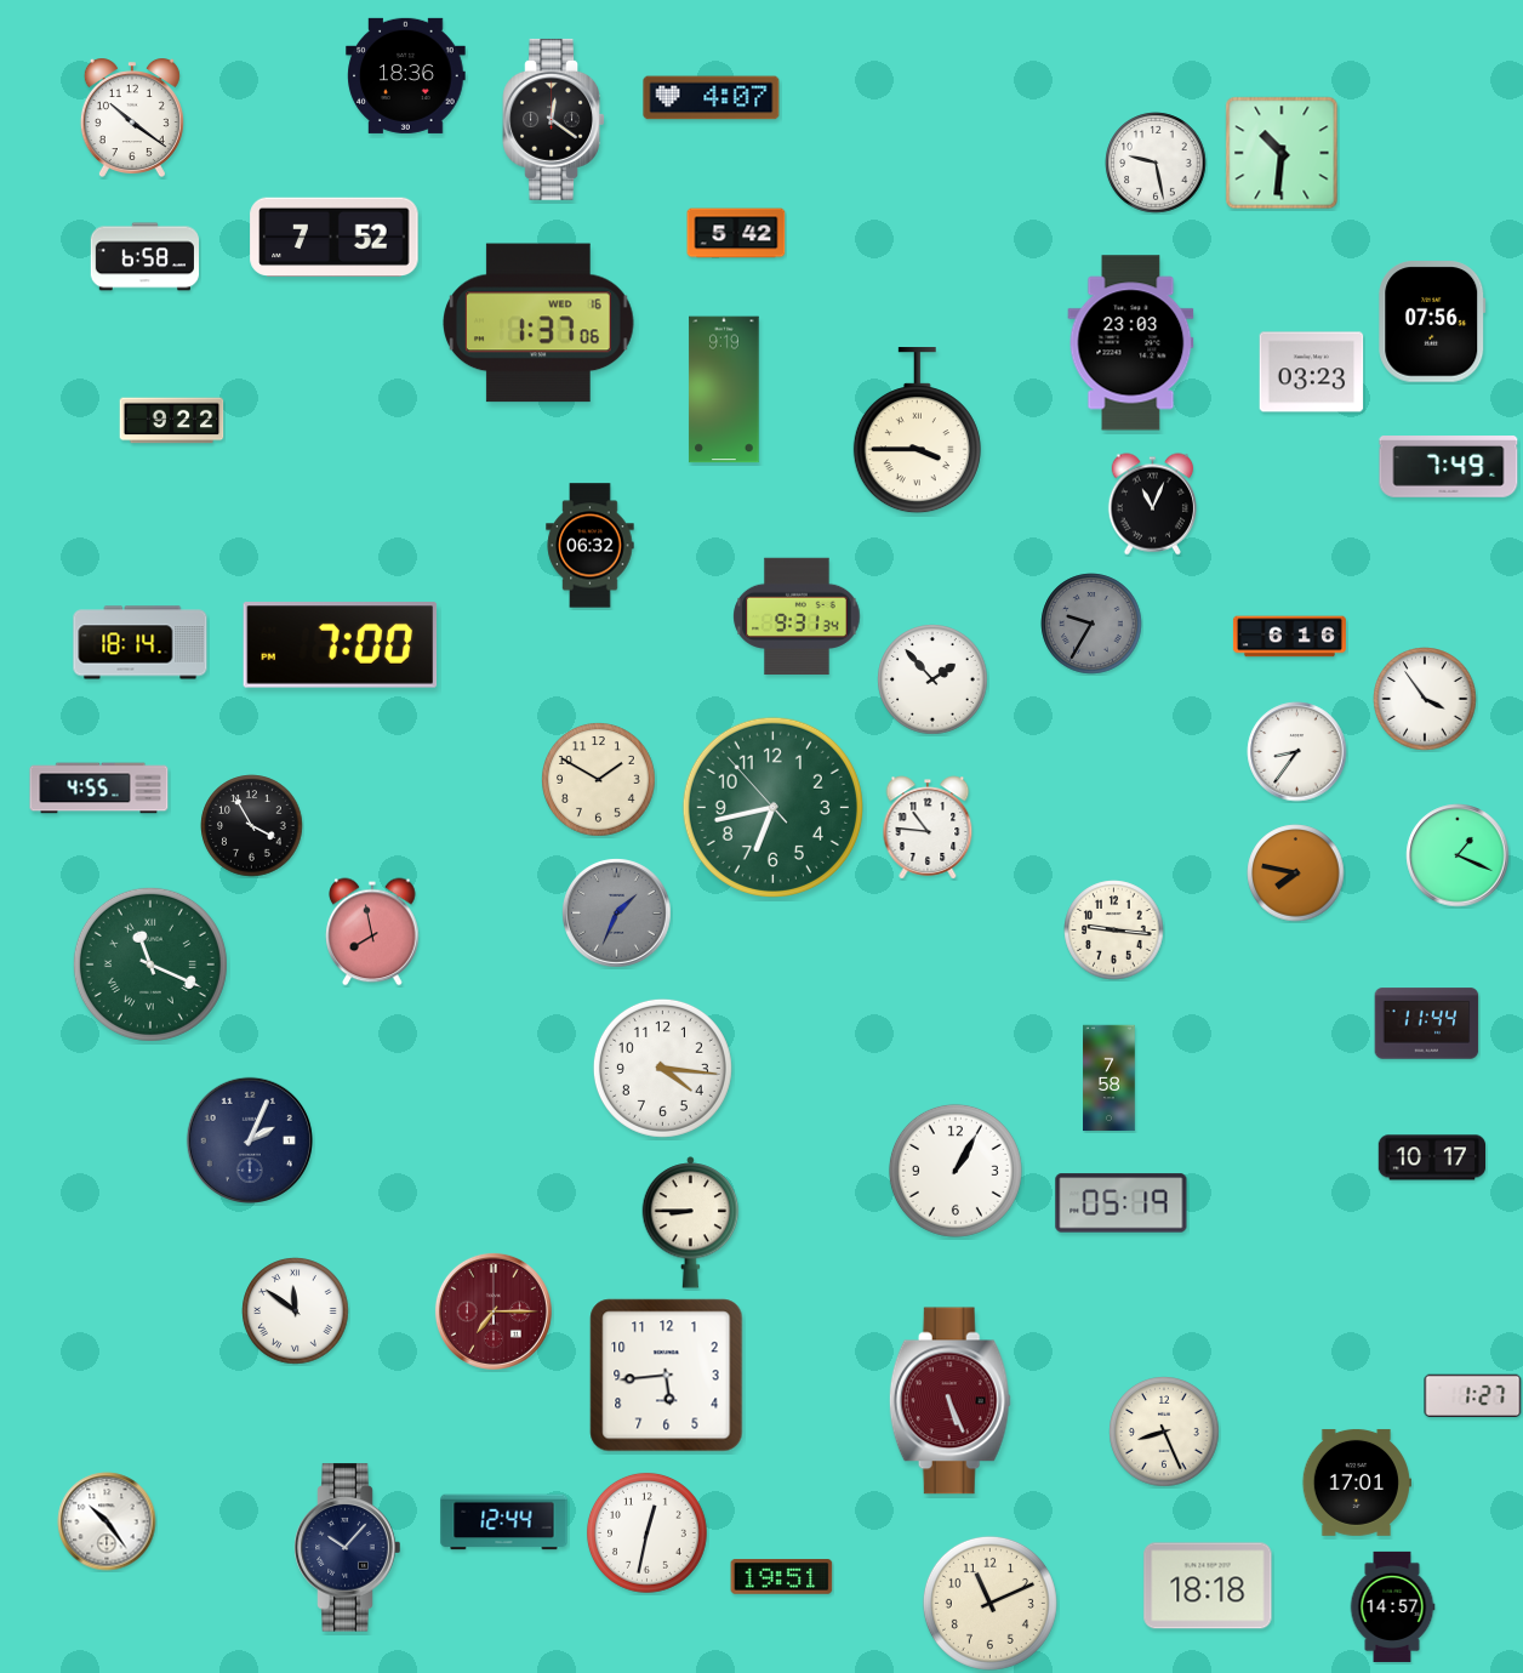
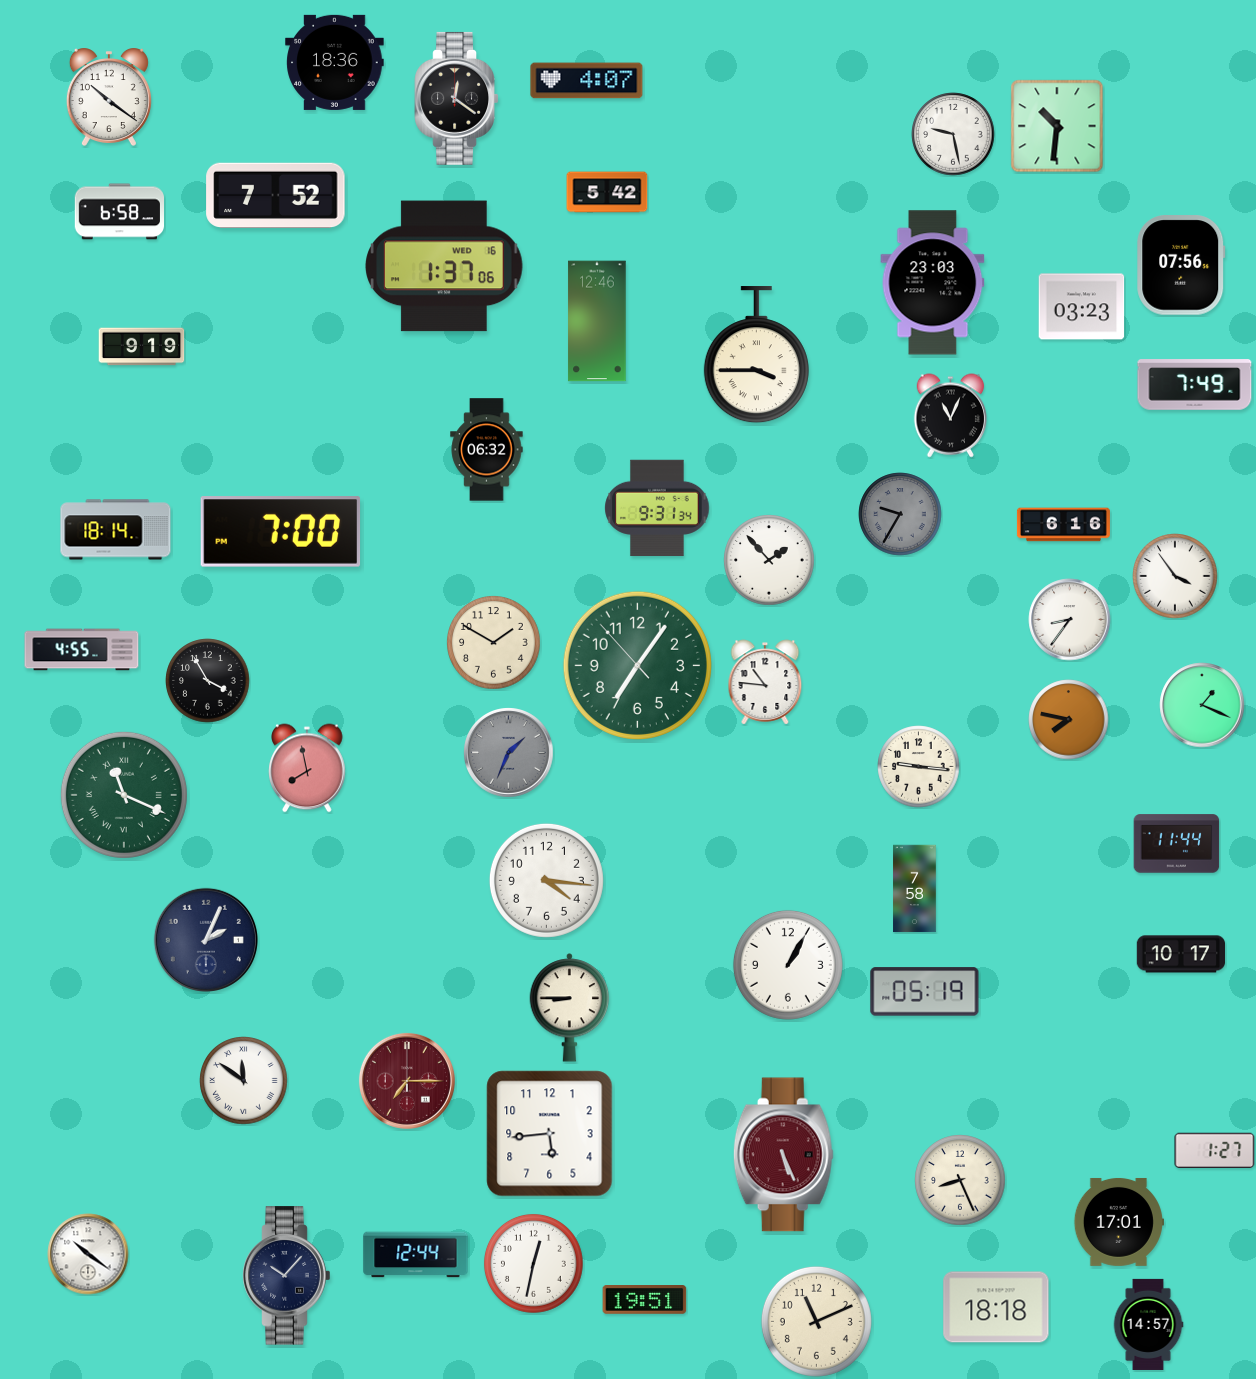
clock at (724, 389): 9:19 -> 12:46
clock at (172, 421): 9:22 -> 9:19
clock at (772, 807): 6:42 -> 7:05
clock at (107, 1521): 10:24 -> 10:21
